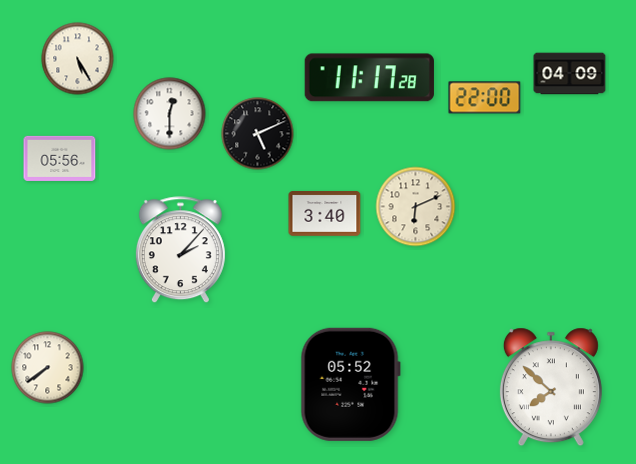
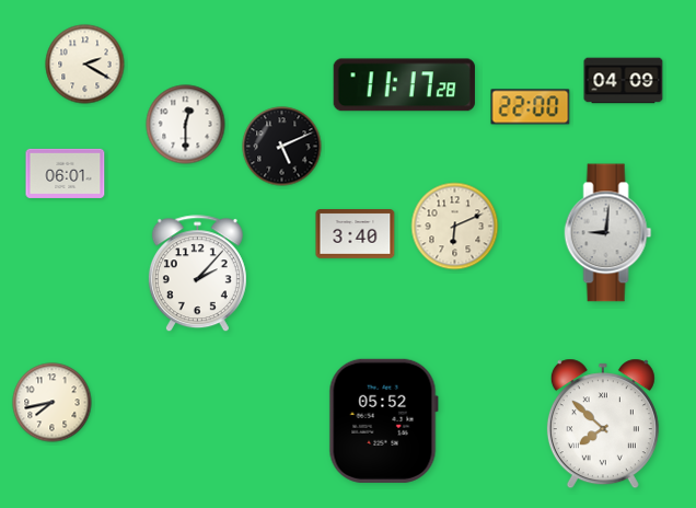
clock at (78, 59): 5:25 -> 2:20
clock at (60, 158): 05:56 -> 06:01
clock at (608, 233): none -> 9:01
clock at (48, 368): 7:39 -> 7:43
